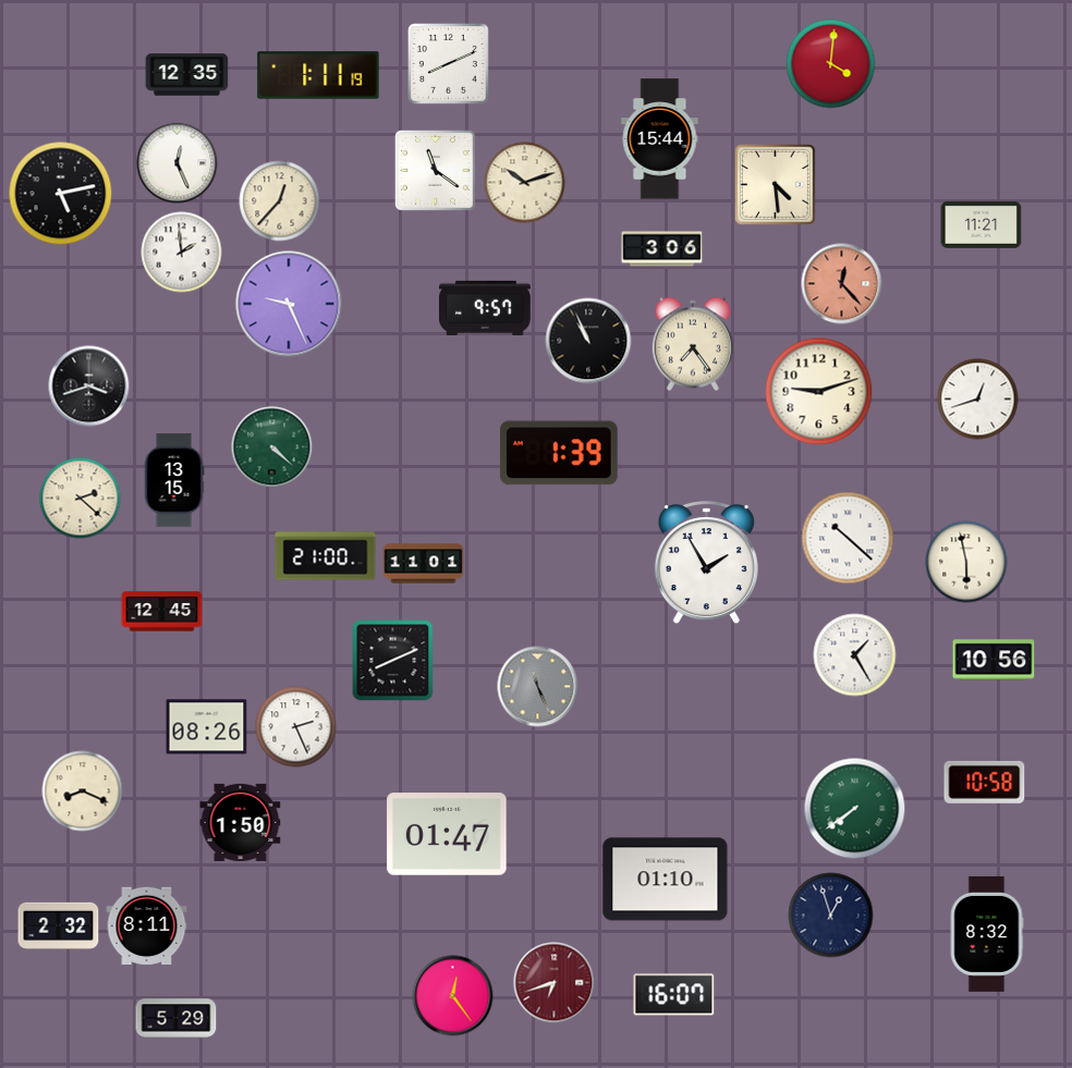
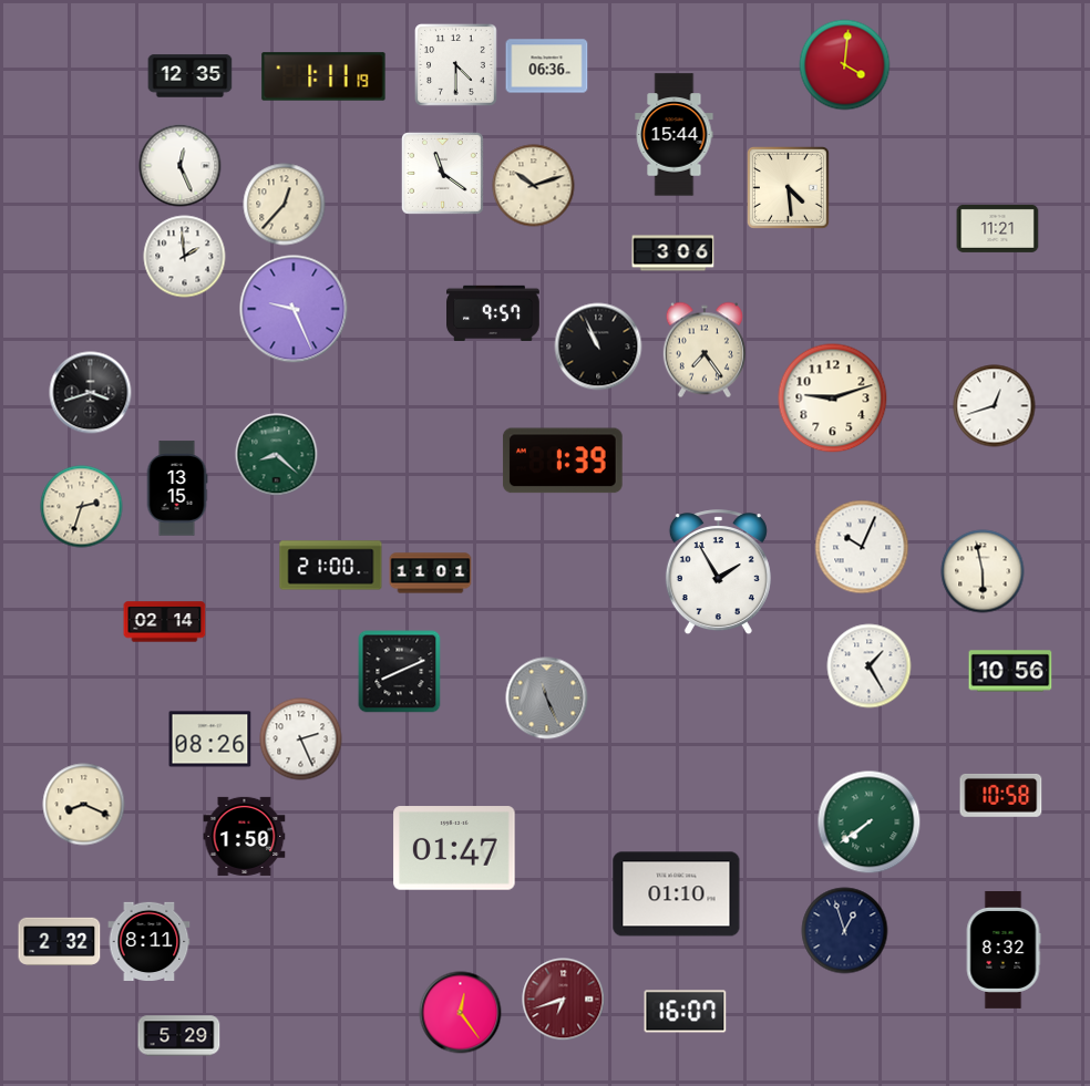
clock at (449, 64): 8:11 -> 4:30
clock at (547, 66): none -> 06:36
clock at (660, 139) position: (660, 139) -> (675, 135)
clock at (61, 194): 5:13 -> none
clock at (842, 284): 12:23 -> none
clock at (272, 447): 4:22 -> 8:22
clock at (559, 453) position: (559, 453) -> (563, 461)
clock at (81, 499): 2:22 -> 2:33
clock at (848, 538): 10:22 -> 10:04
clock at (162, 612): 12:45 -> 02:14
